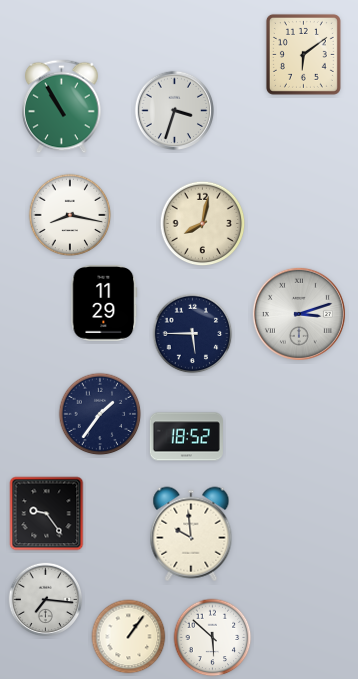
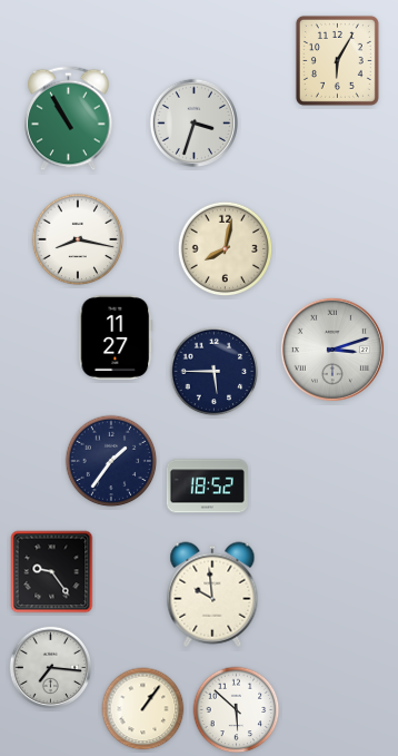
clock at (303, 54): 6:09 -> 6:05
clock at (104, 304): 11:29 -> 11:27
